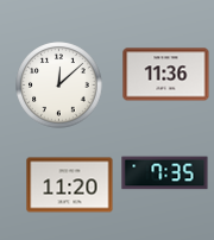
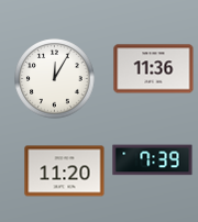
clock at (59, 86): 12:08 -> 12:05
clock at (165, 173): 7:35 -> 7:39
